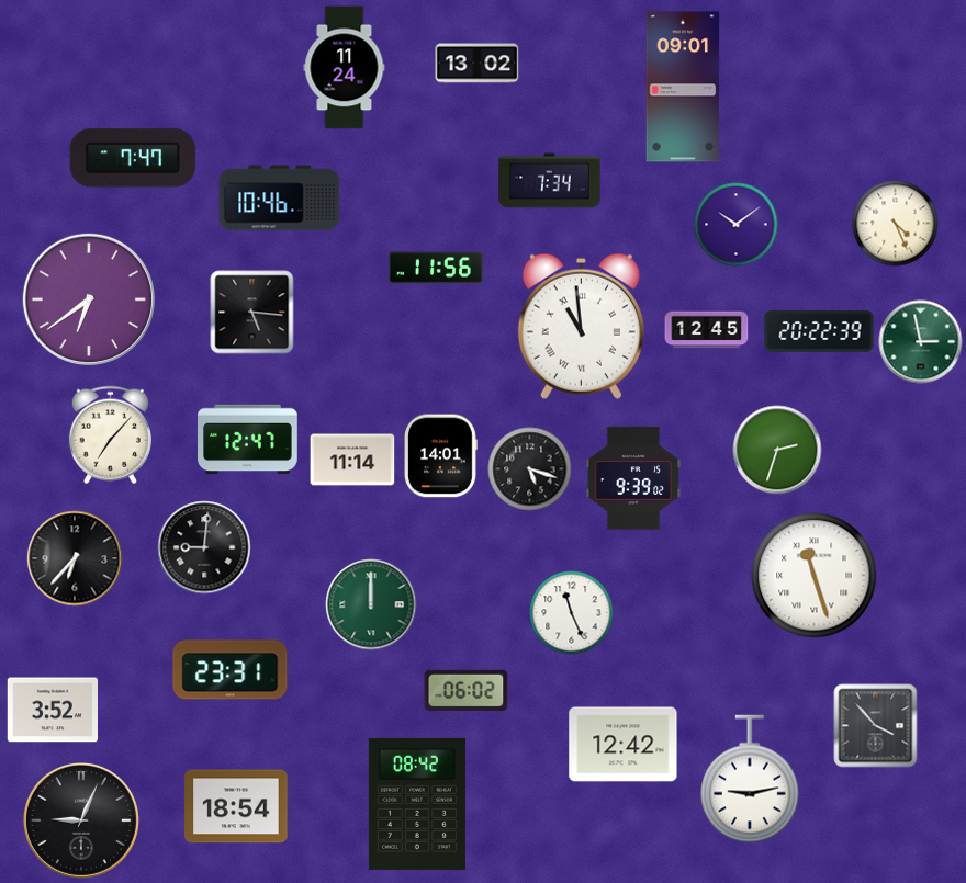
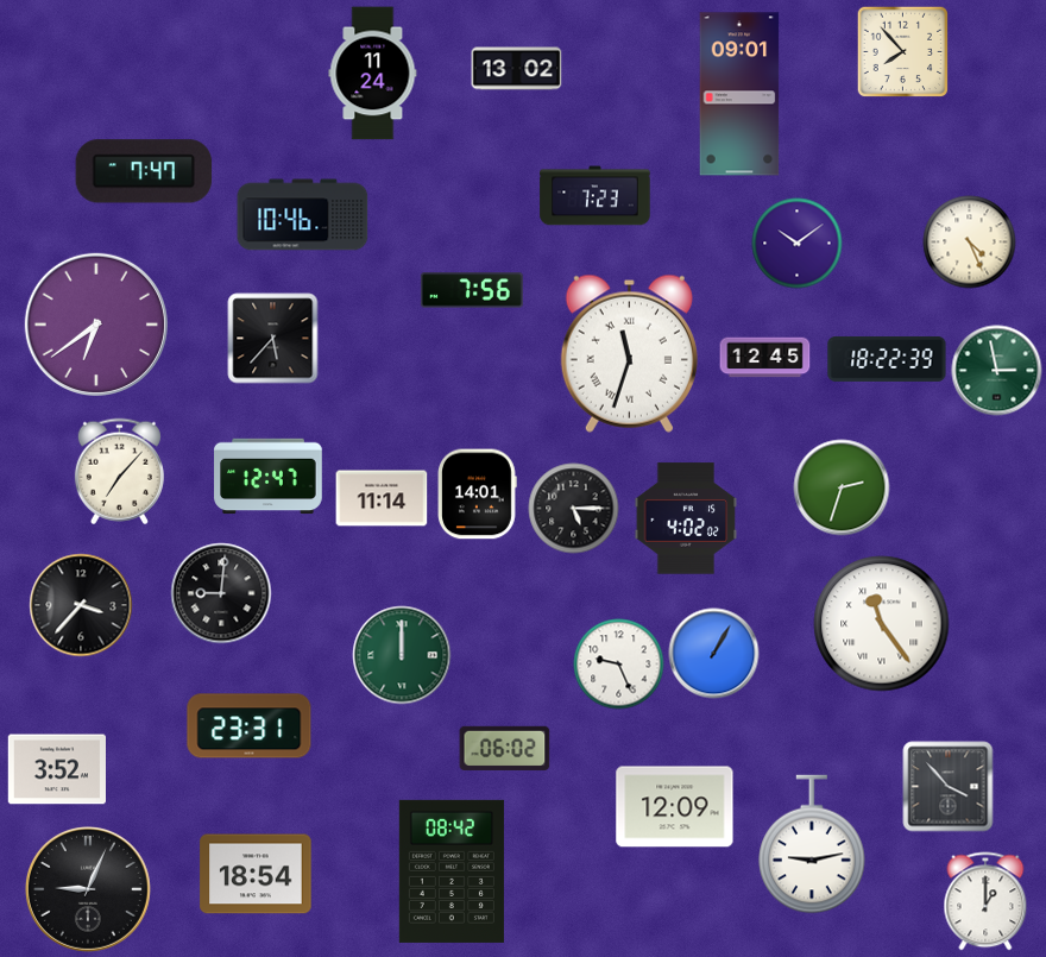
clock at (902, 51): none -> 7:53
clock at (550, 181): 7:34 -> 7:23
clock at (436, 268): 11:56 -> 7:56
clock at (252, 313): 5:16 -> 5:37
clock at (581, 326): 10:59 -> 11:33
clock at (819, 331): 20:22 -> 18:22
clock at (530, 469): 5:18 -> 5:15
clock at (633, 478): 9:39 -> 4:02
clock at (75, 558): 6:37 -> 3:37
clock at (815, 576): 11:27 -> 11:24
clock at (714, 654): none -> 1:05
clock at (572, 613): 11:26 -> 9:26
clock at (624, 745): 12:42 -> 12:09
clock at (985, 901): none -> 1:00
